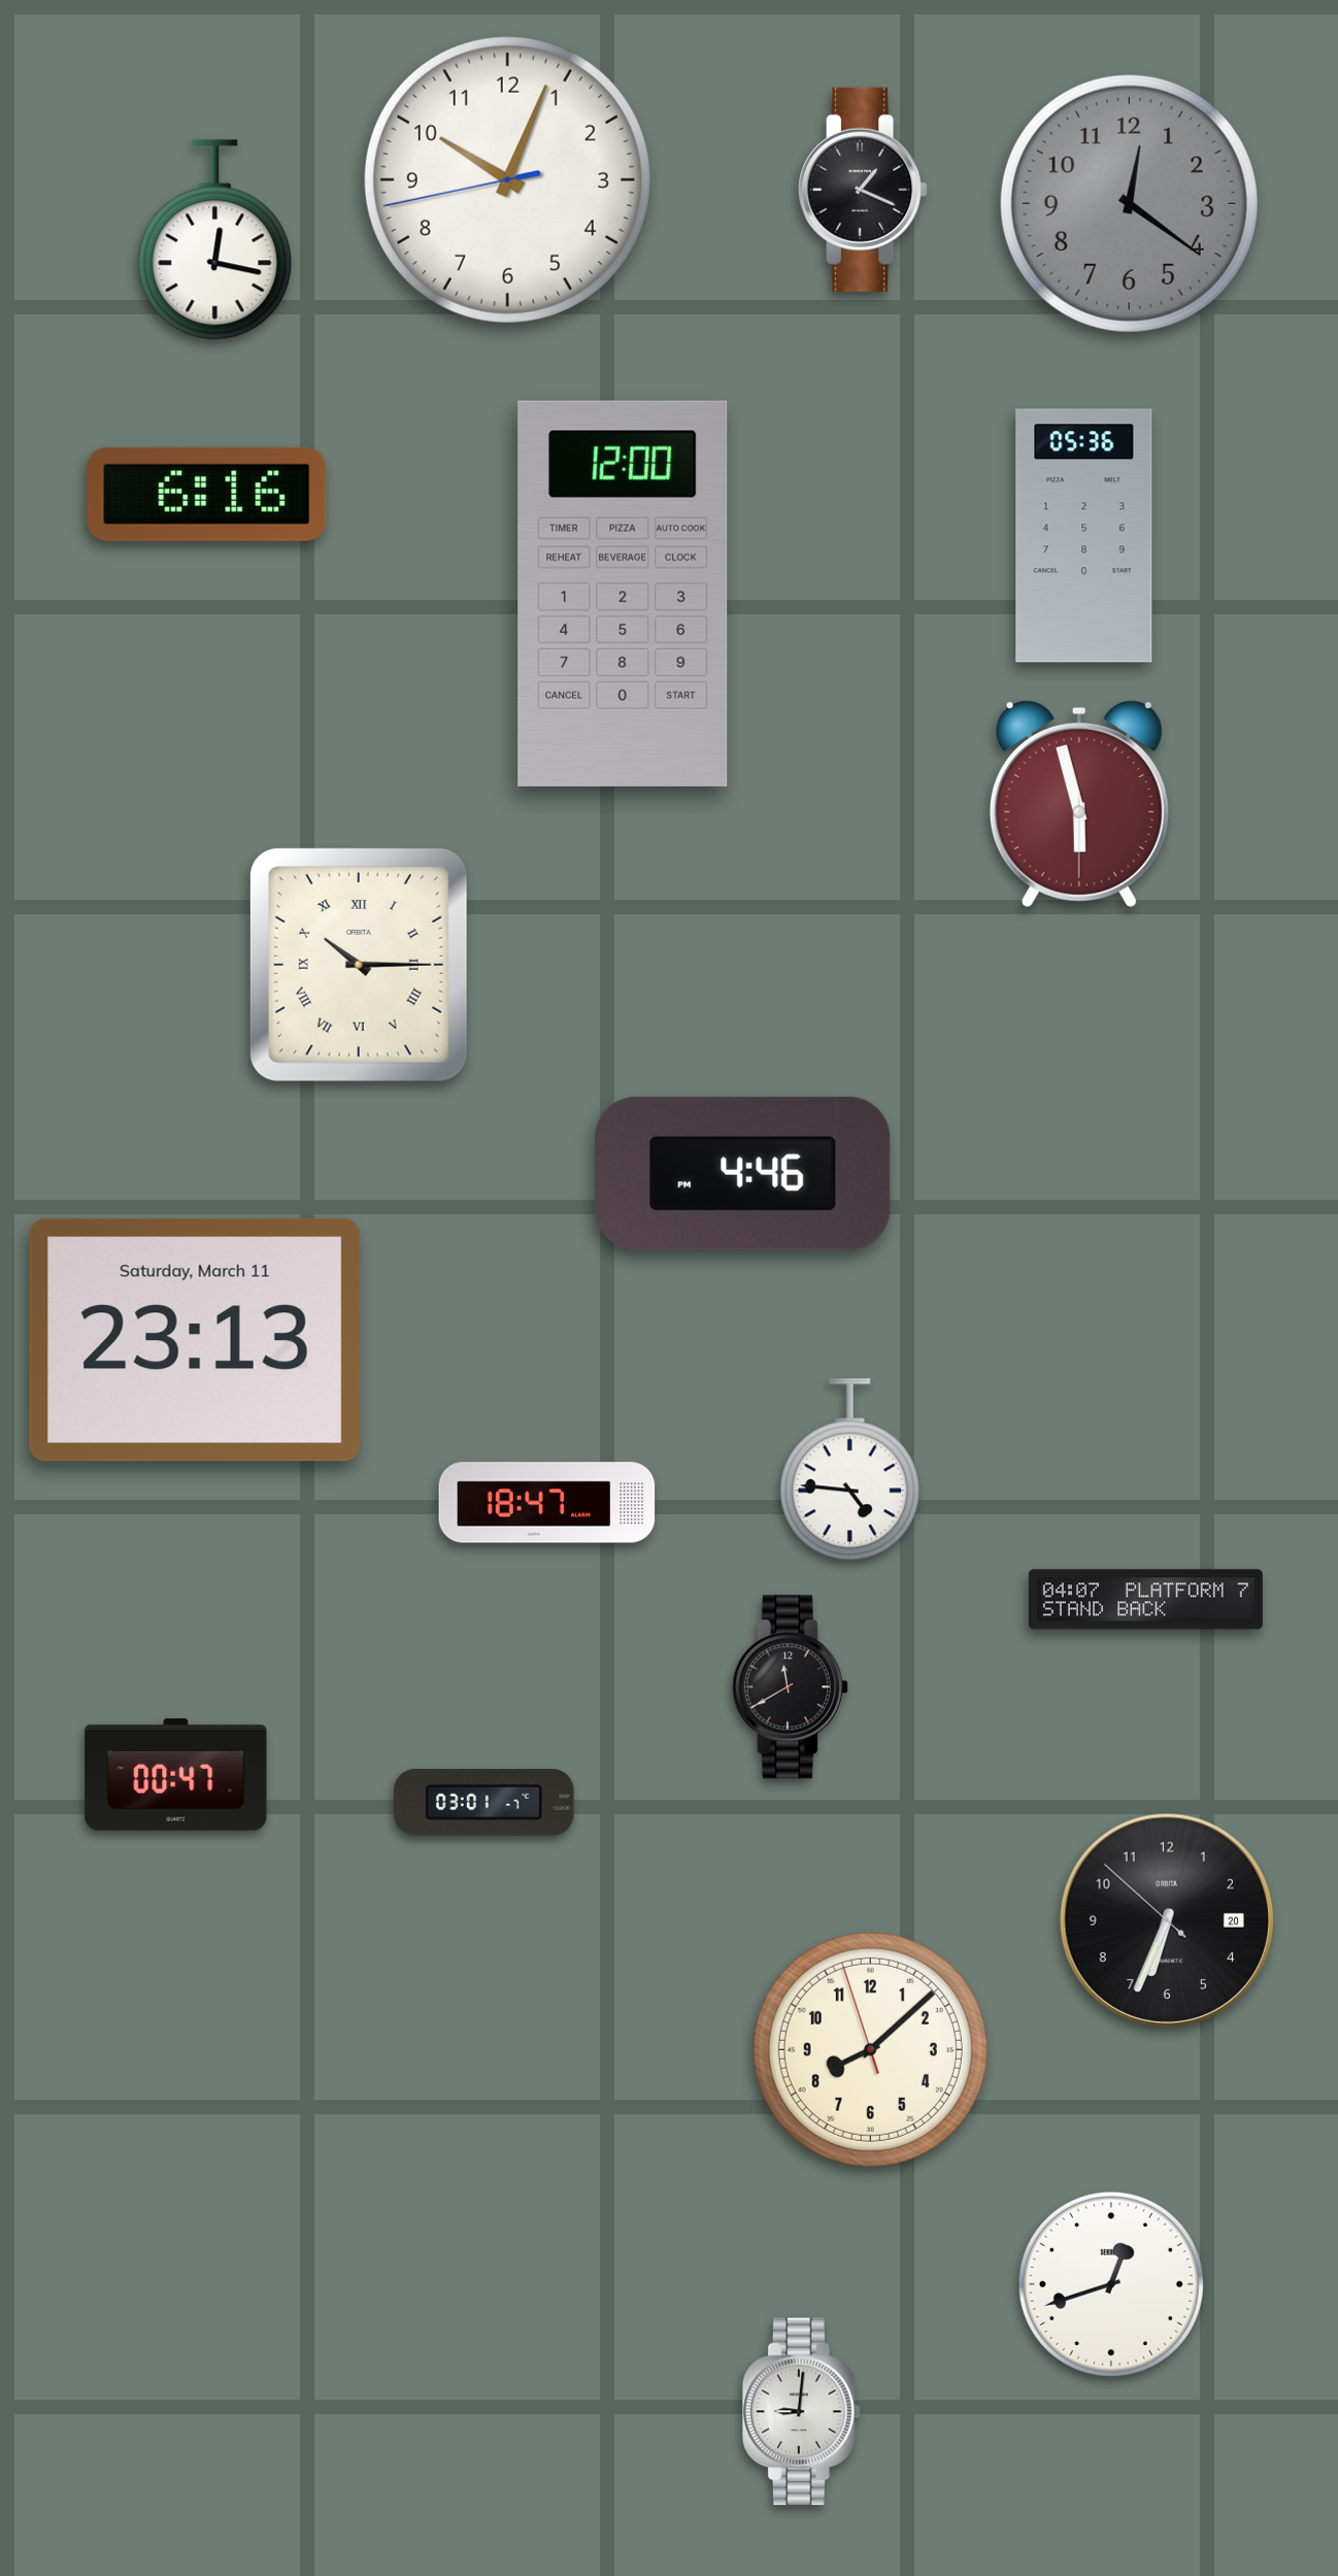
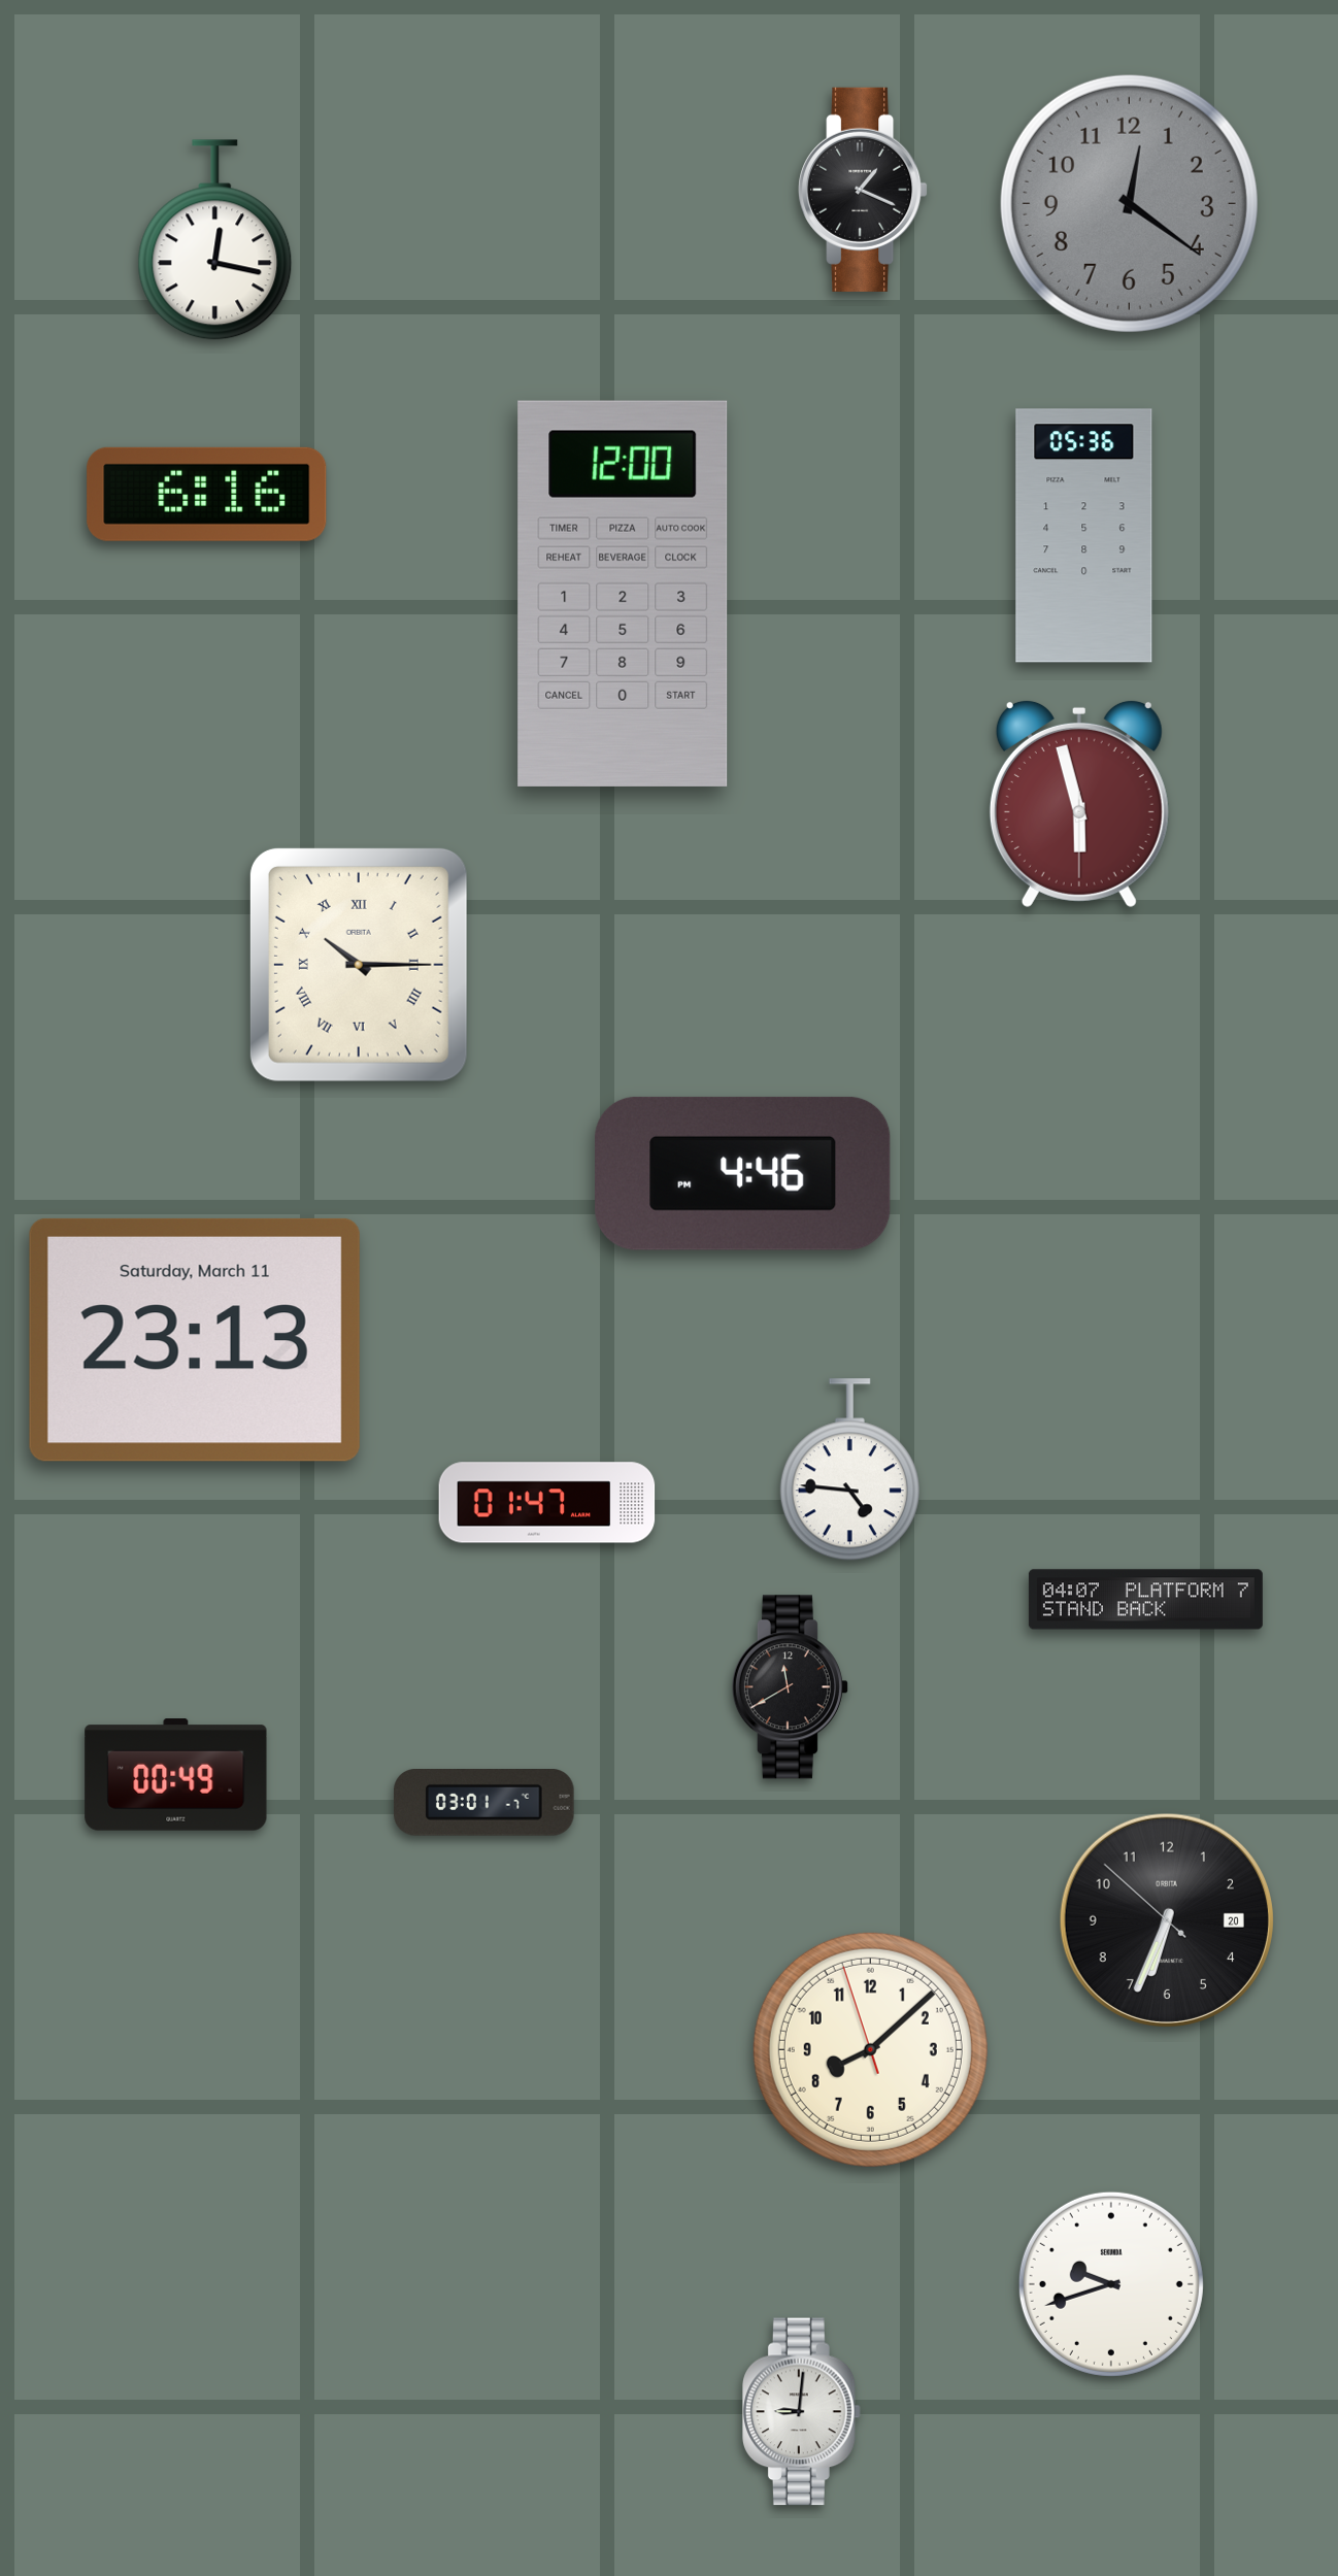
clock at (507, 179): 10:03 -> none
clock at (547, 1503): 18:47 -> 01:47
clock at (176, 1775): 00:47 -> 00:49
clock at (1111, 2284): 12:42 -> 9:42
